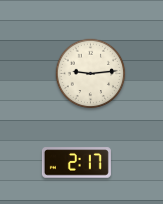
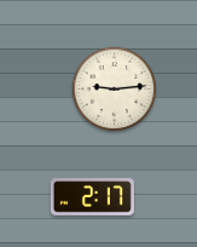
clock at (91, 74) position: (91, 74) -> (115, 90)
